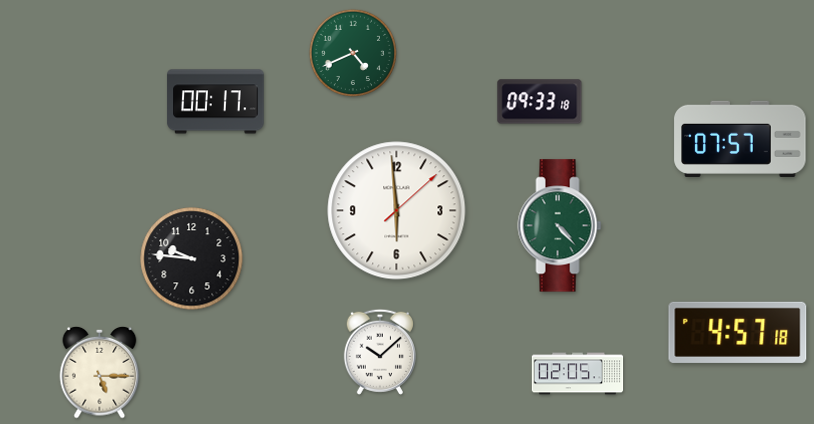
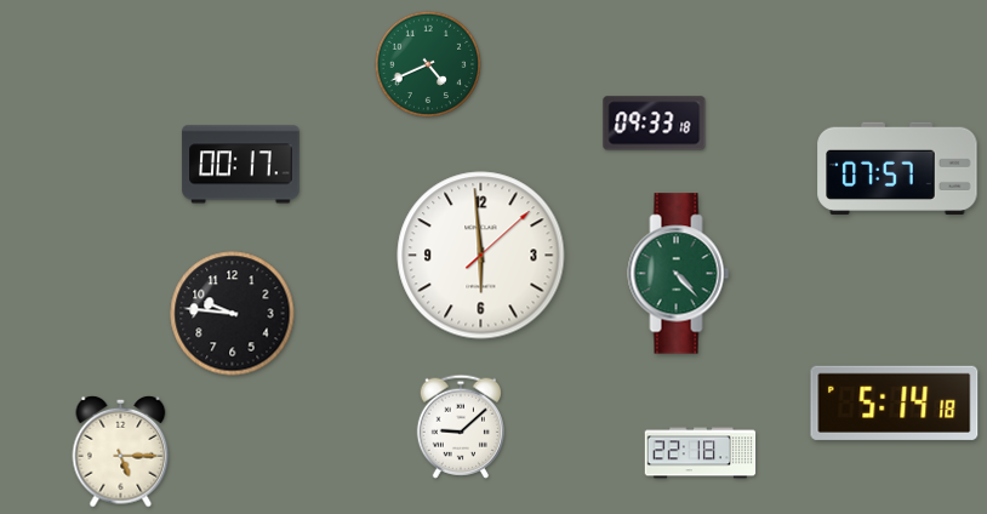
clock at (216, 102) position: (216, 102) -> (241, 165)
clock at (738, 332): 4:57 -> 5:14
clock at (379, 352): 10:08 -> 9:08
clock at (578, 374): 02:05 -> 22:18
